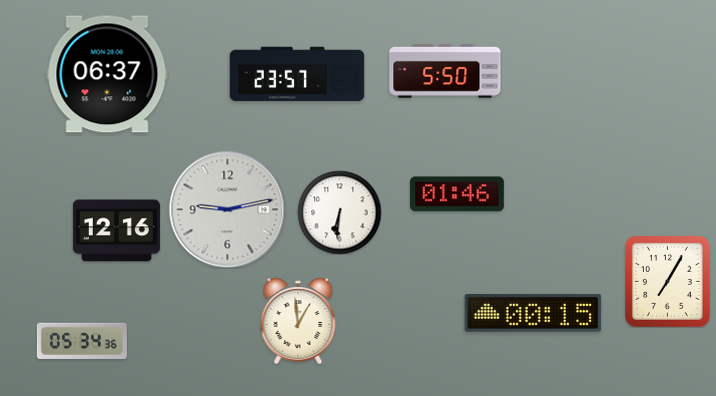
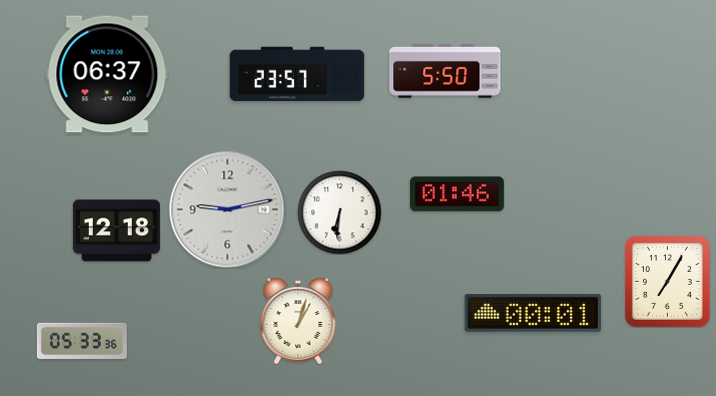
clock at (116, 231): 12:16 -> 12:18
clock at (533, 313): 00:15 -> 00:01
clock at (298, 321): 12:59 -> 1:03
clock at (82, 341): 05:34 -> 05:33
